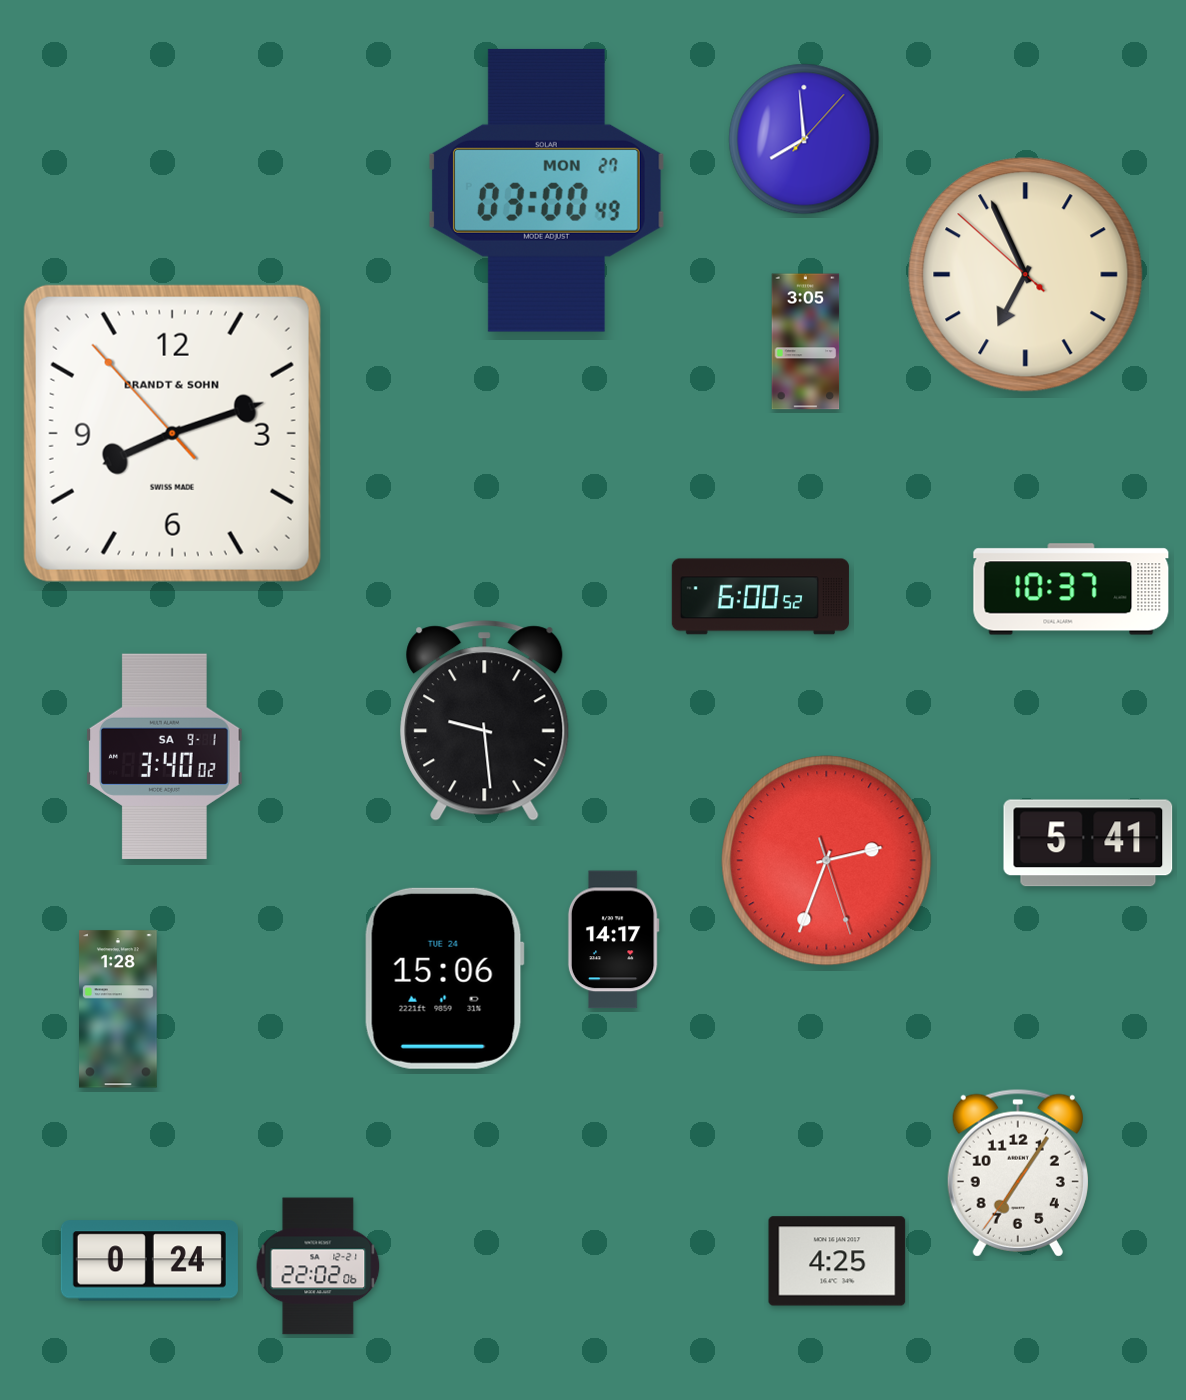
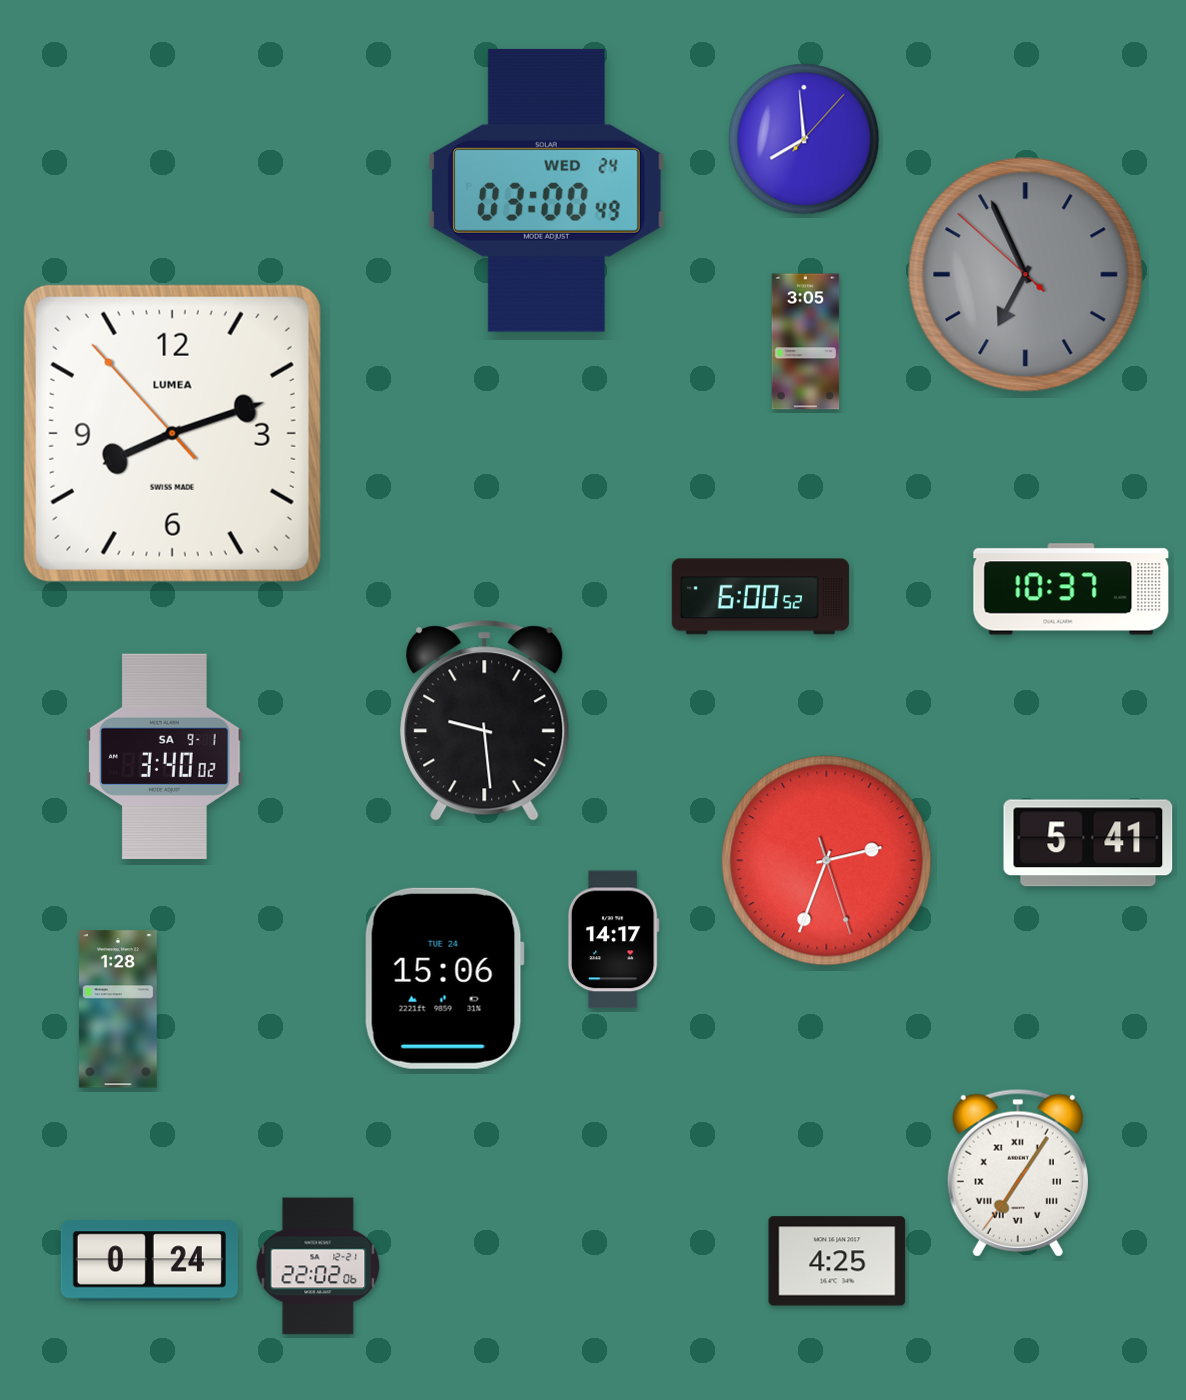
clock at (546, 190) date: MON 27 -> WED 24
clock at (1026, 275) dial: cream -> grey
clock at (172, 433) brand: BRANDT & SOHN -> LUMEA
clock at (1018, 1173) numerals: Arabic -> Roman
